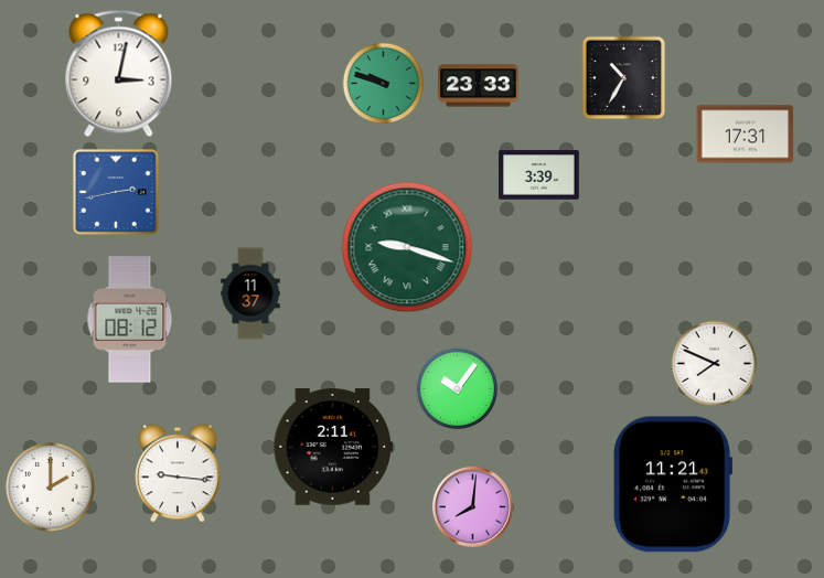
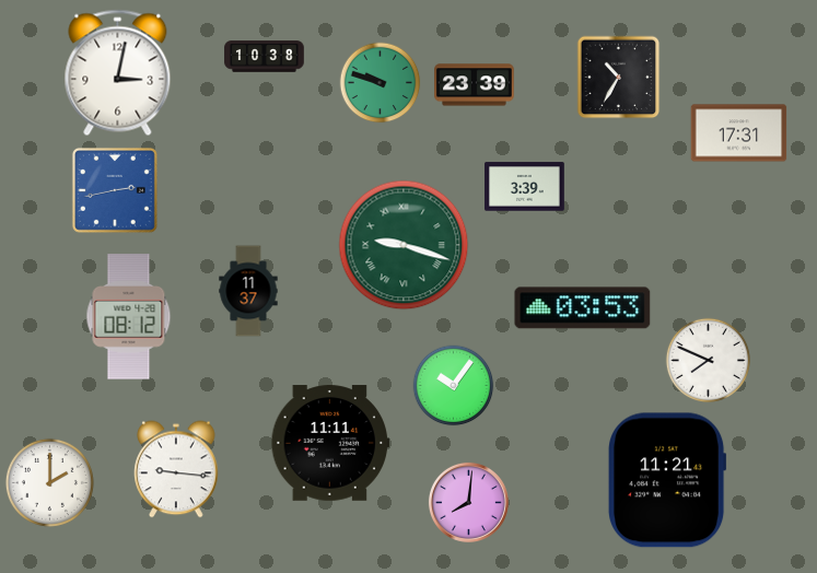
clock at (265, 57): none -> 10:38
clock at (479, 86): 23:33 -> 23:39
clock at (539, 175) position: (539, 175) -> (525, 187)
clock at (583, 308): none -> 03:53
clock at (333, 447): 2:11 -> 11:11
